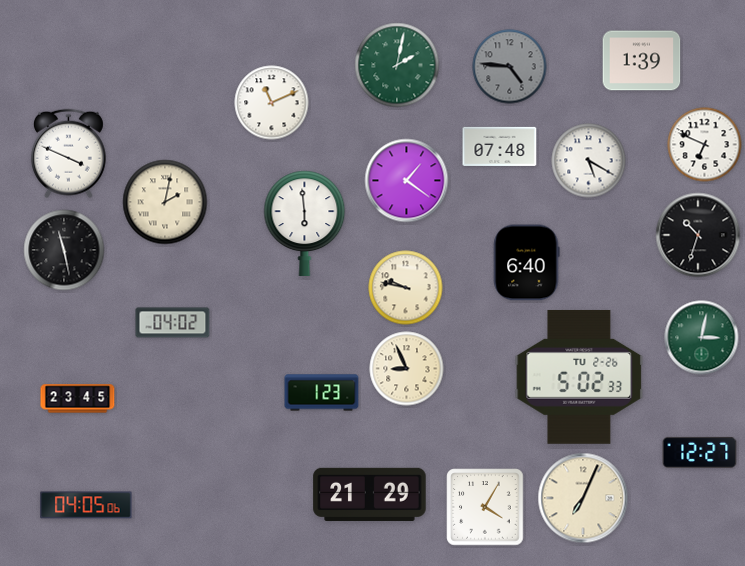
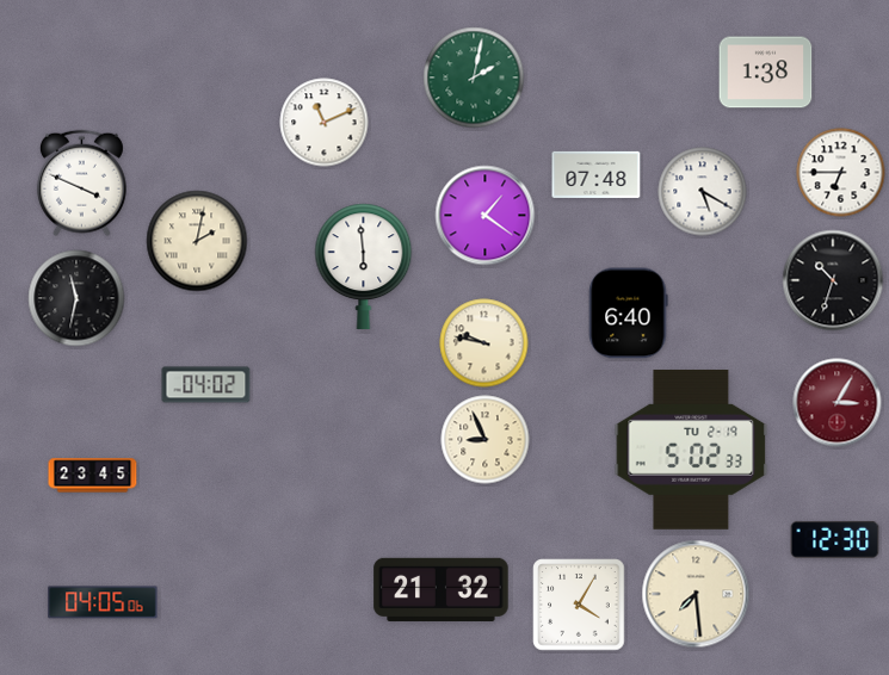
clock at (642, 61): 1:39 -> 1:38
clock at (510, 67): 4:46 -> none
clock at (705, 145): 6:49 -> 6:45
clock at (64, 250): 11:28 -> 11:32
clock at (702, 338): 3:02 -> 3:05
clock at (702, 338) dial: green -> burgundy
clock at (579, 377) date: TU 2-26 -> TU 2-19
clock at (322, 393): 1:23 -> none
clock at (700, 452): 12:27 -> 12:30
clock at (370, 494): 21:29 -> 21:32
clock at (583, 498): 7:04 -> 7:29
